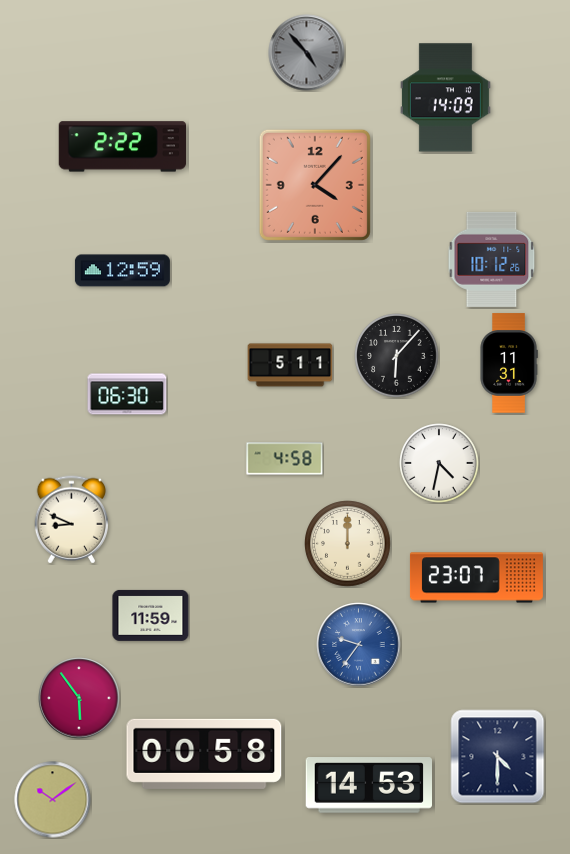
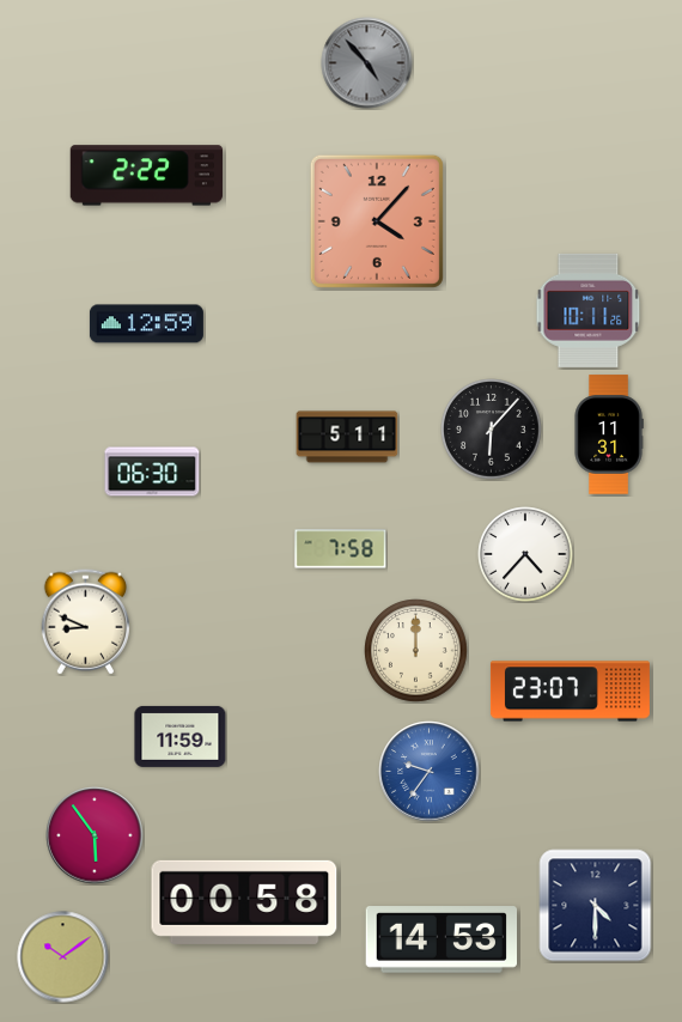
clock at (445, 98): 14:09 -> none
clock at (492, 259): 10:12 -> 10:11
clock at (397, 356) position: (397, 356) -> (492, 430)
clock at (285, 459): 4:58 -> 7:58
clock at (439, 463): 4:32 -> 4:37
